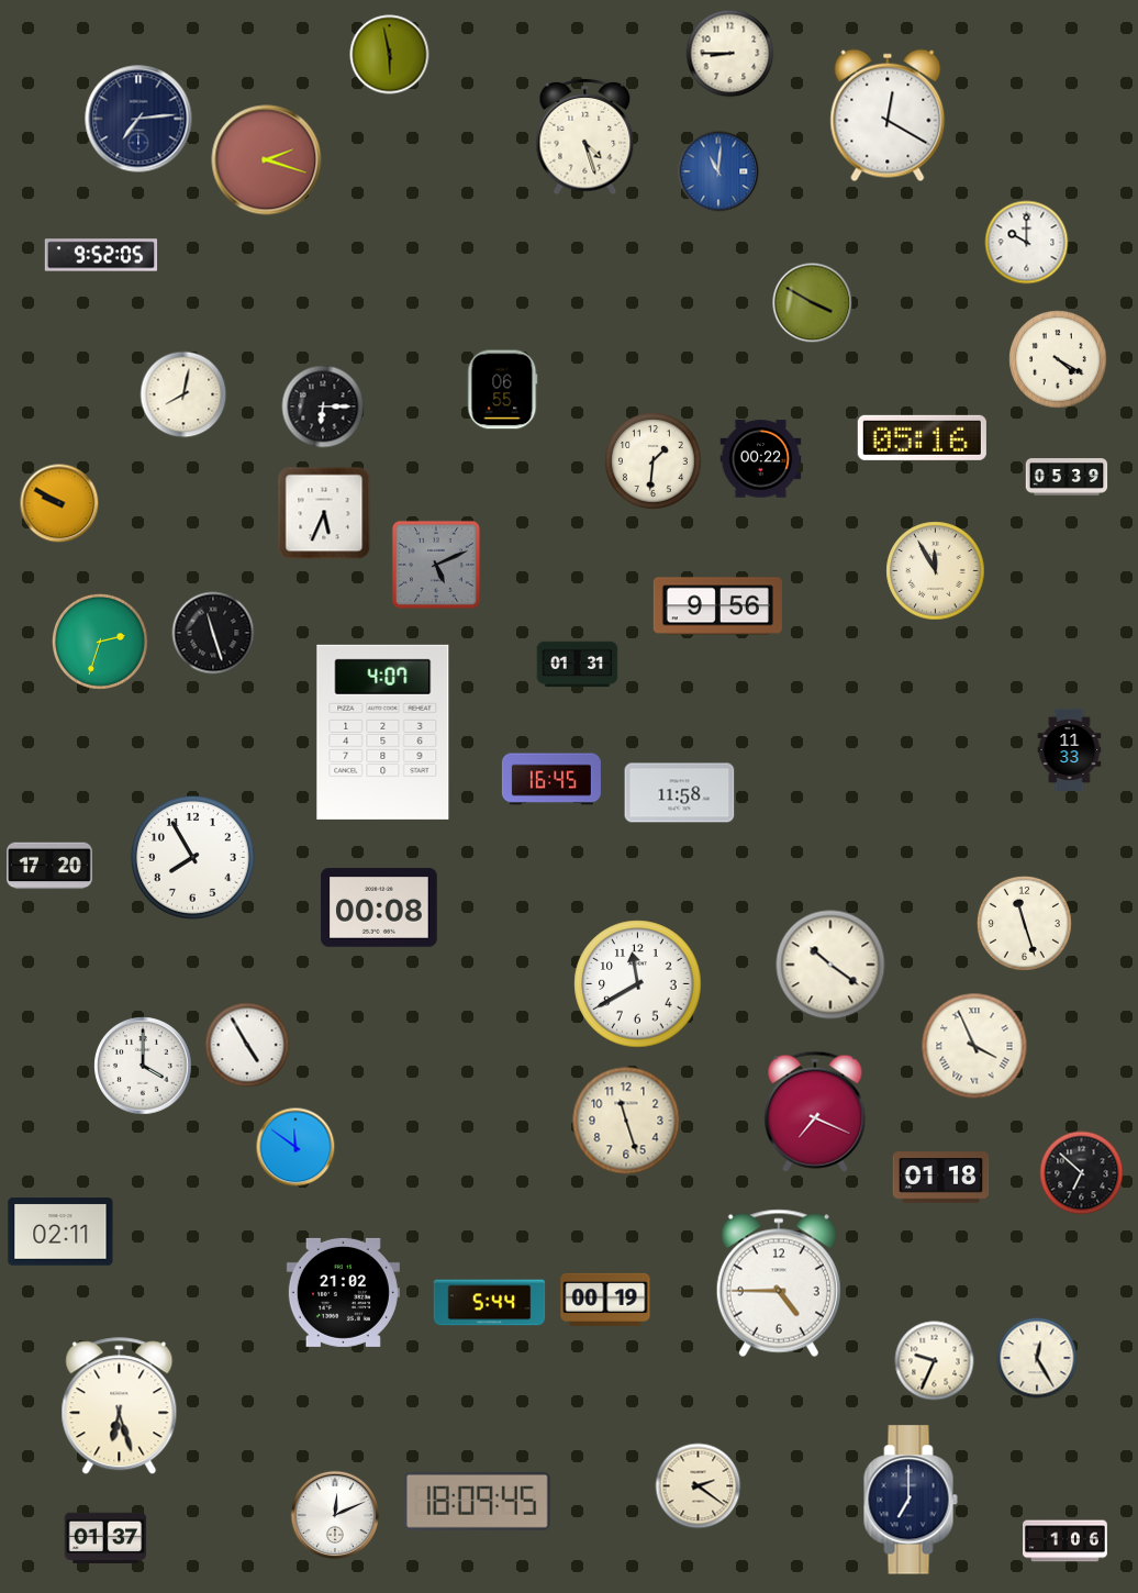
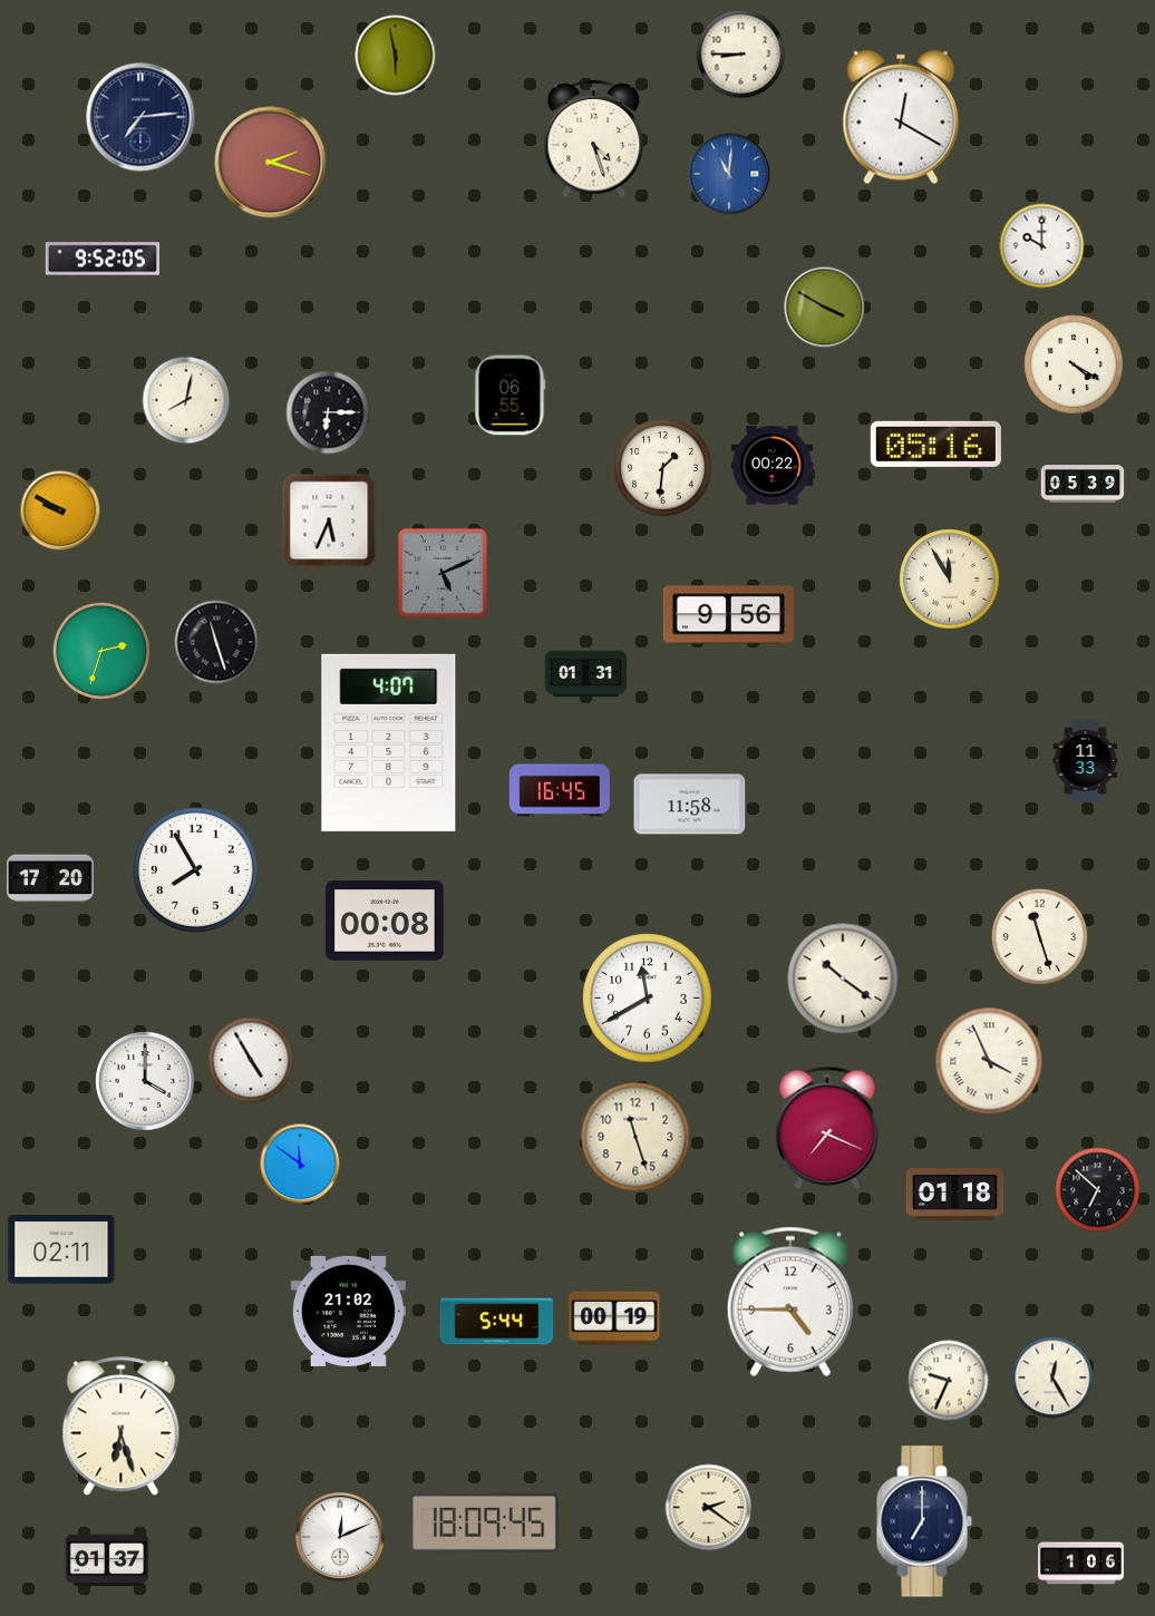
clock at (138, 119) position: (138, 119) -> (140, 117)
